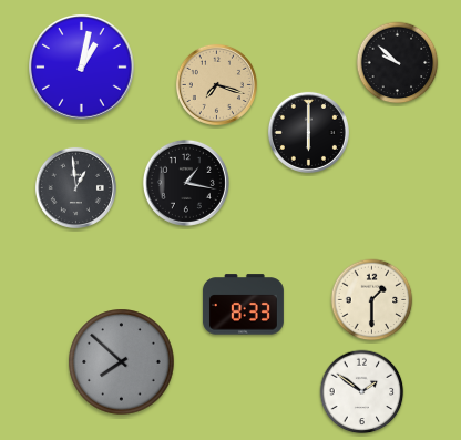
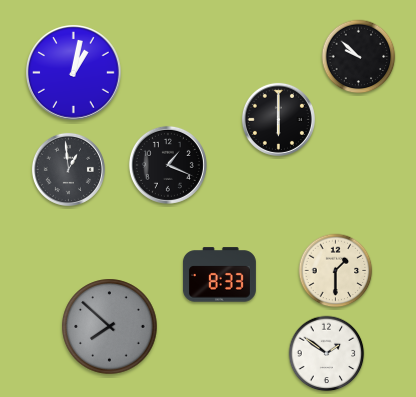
clock at (82, 68) position: (82, 68) -> (74, 73)
clock at (216, 84): 7:18 -> none
clock at (186, 183): 1:17 -> 1:19
